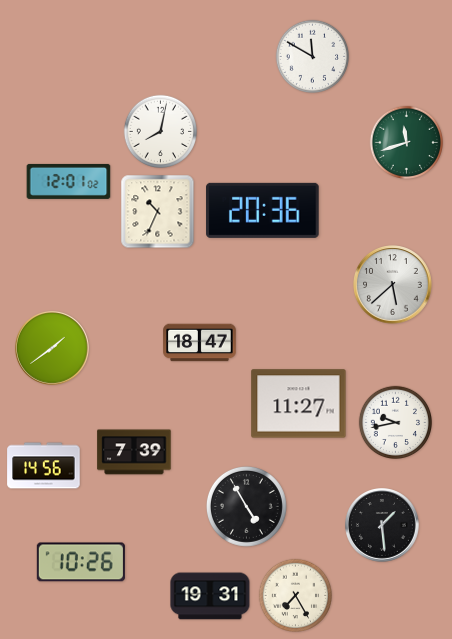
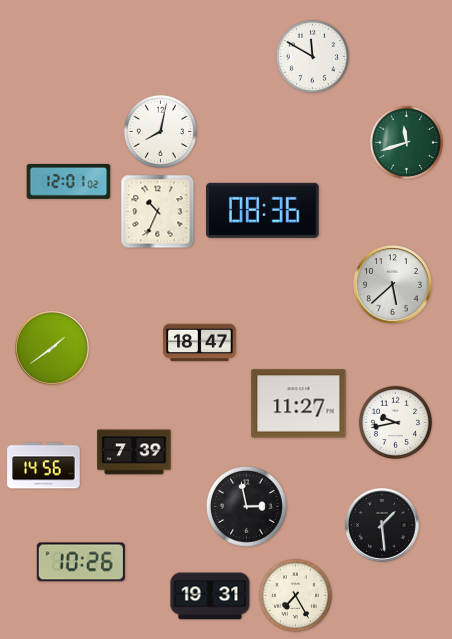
clock at (263, 210): 20:36 -> 08:36
clock at (246, 506): 4:55 -> 2:58
